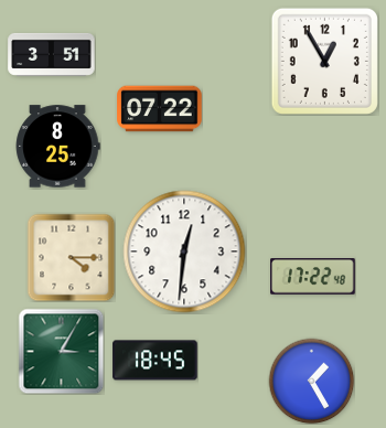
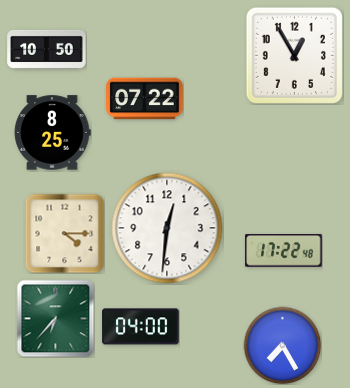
clock at (52, 54): 3:51 -> 10:50
clock at (61, 351): 3:05 -> 6:37
clock at (156, 361): 18:45 -> 04:00
clock at (311, 381): 1:25 -> 7:25
